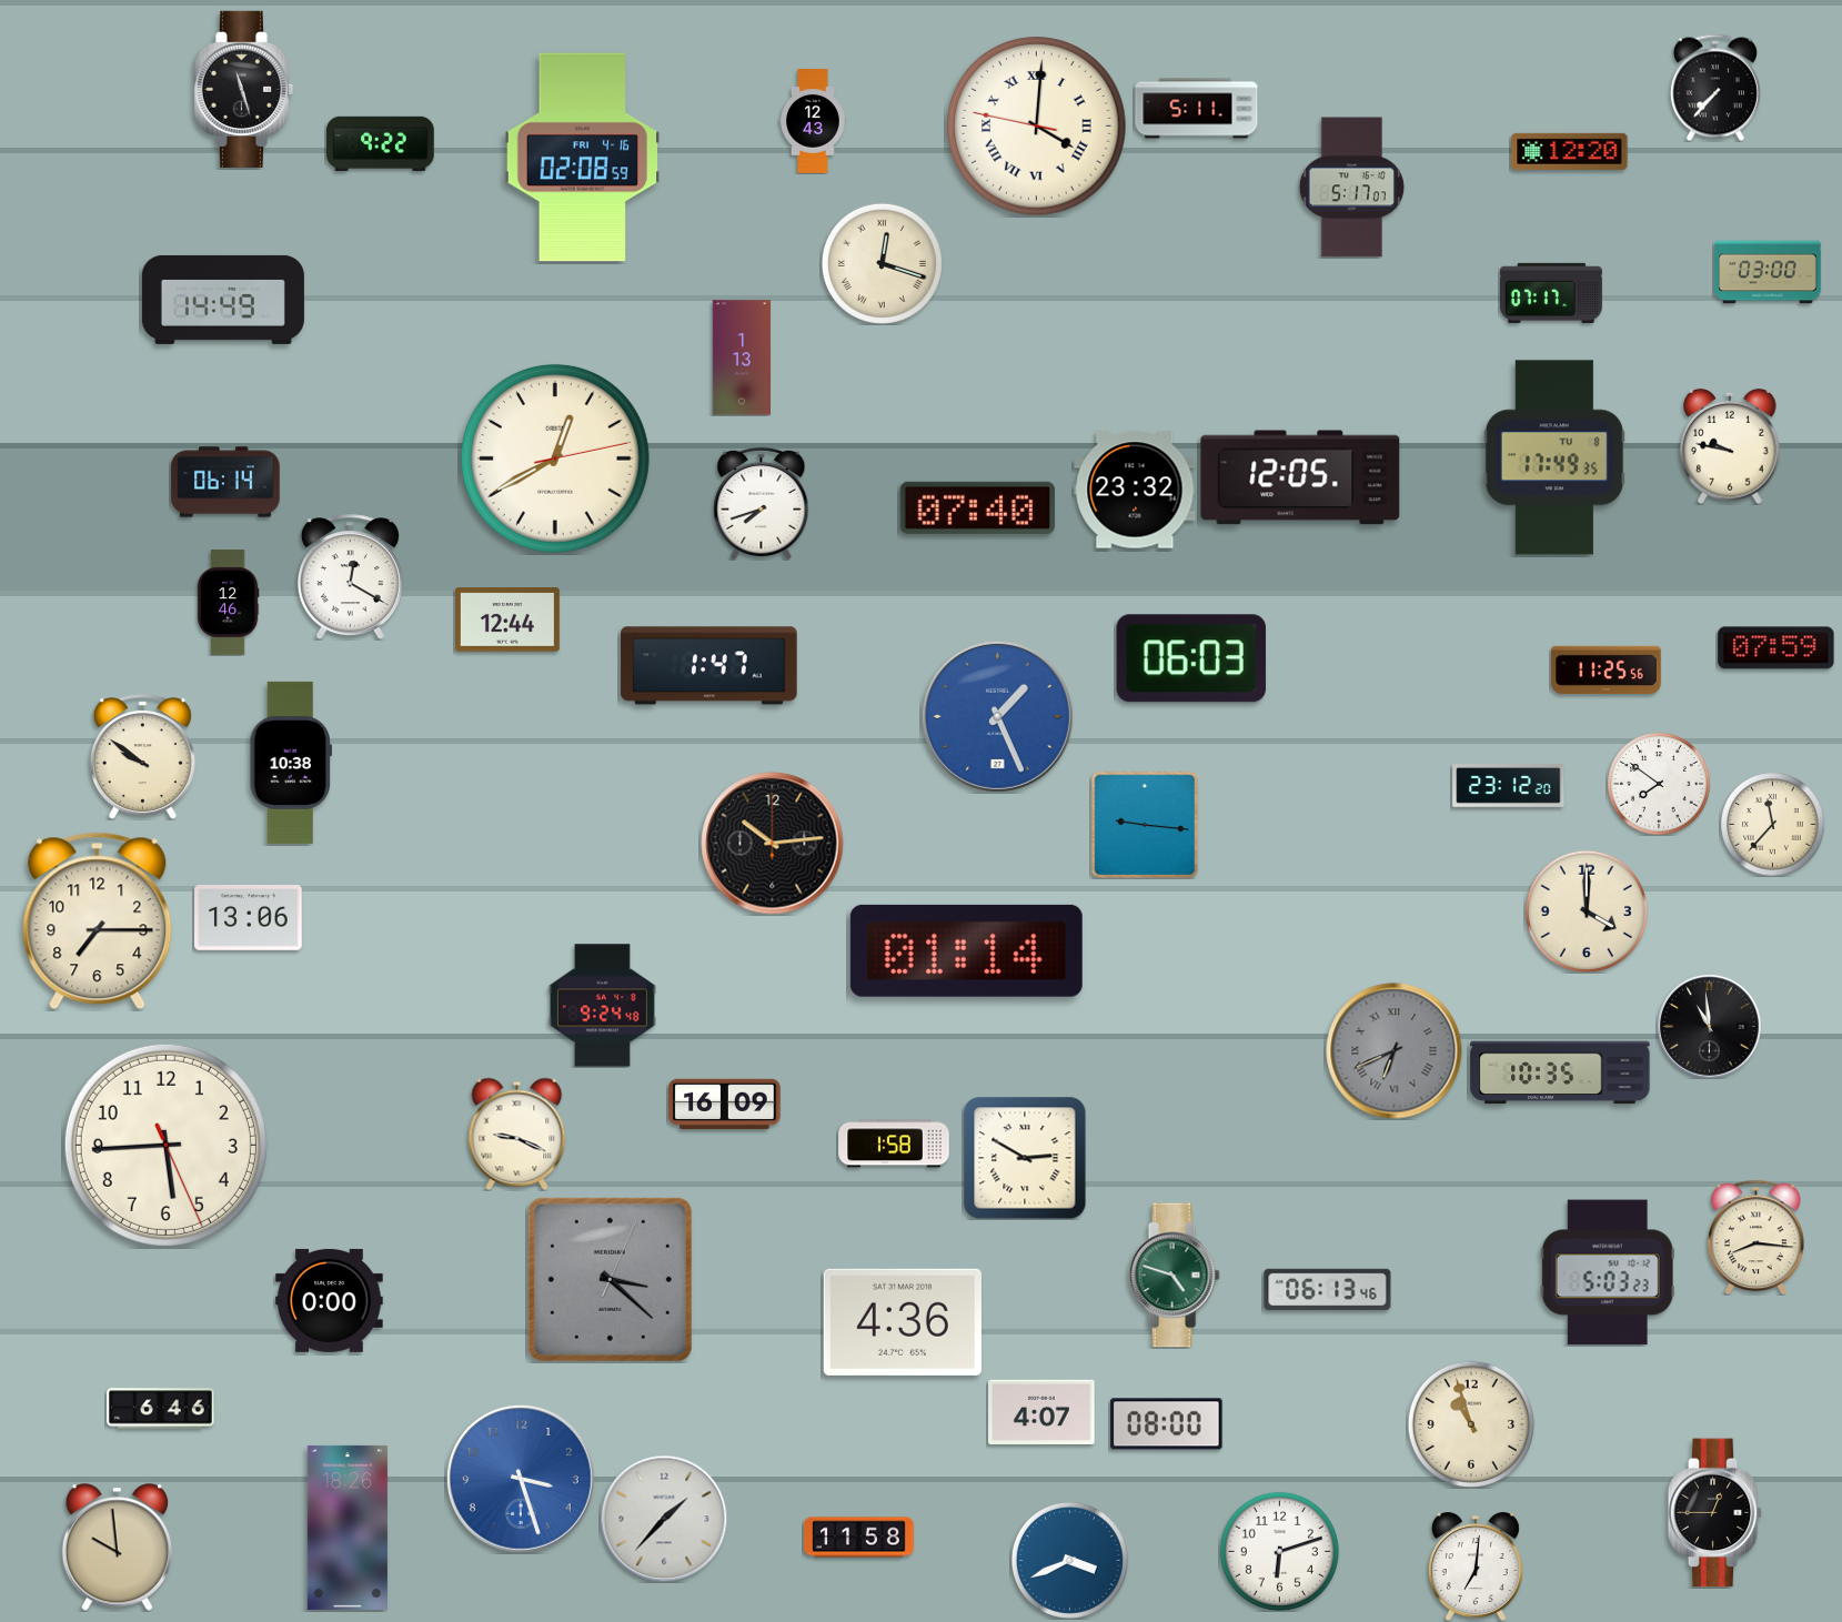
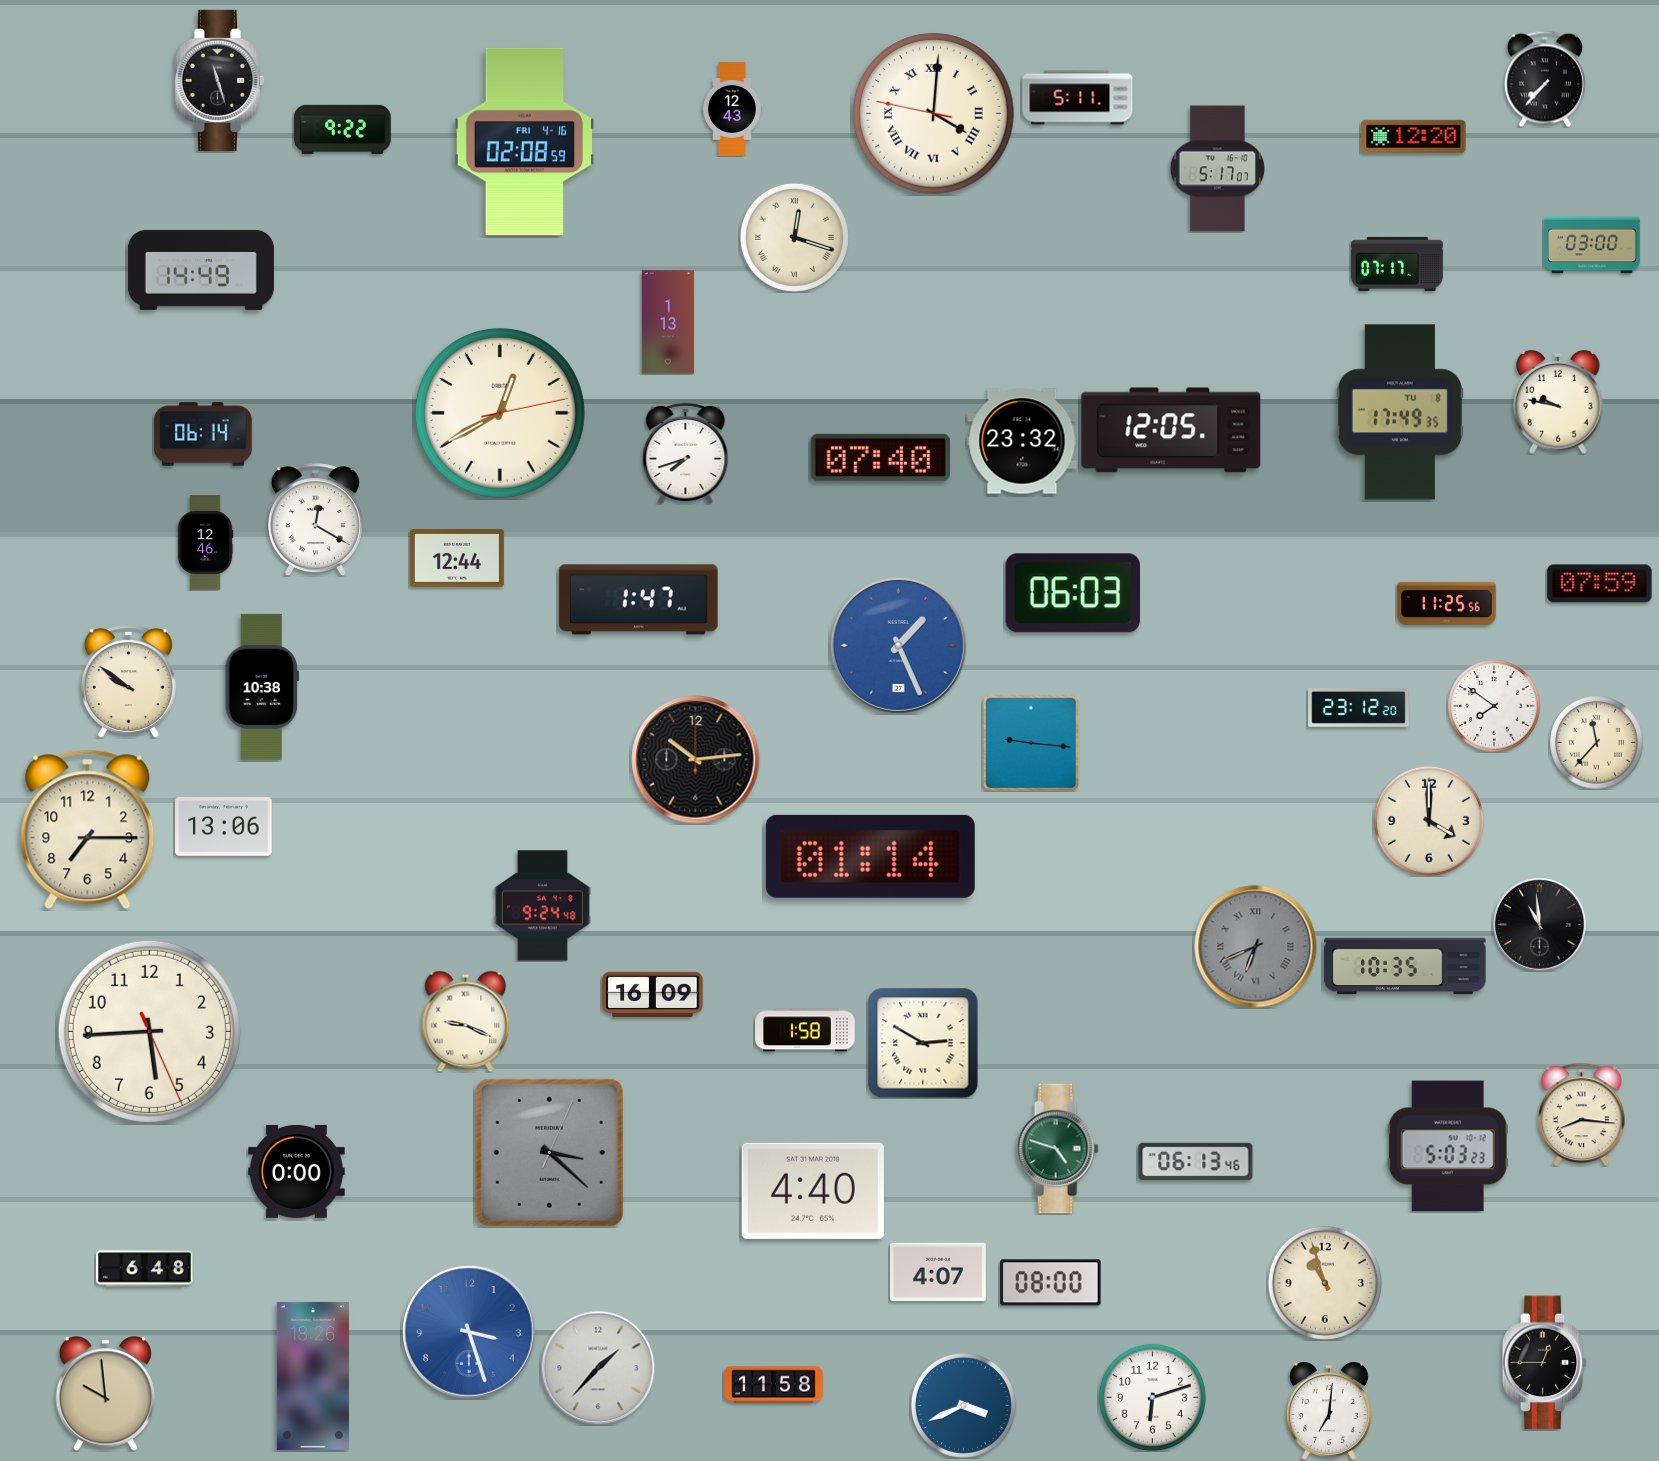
clock at (903, 1322): 4:36 -> 4:40
clock at (161, 1409): 6:46 -> 6:48
